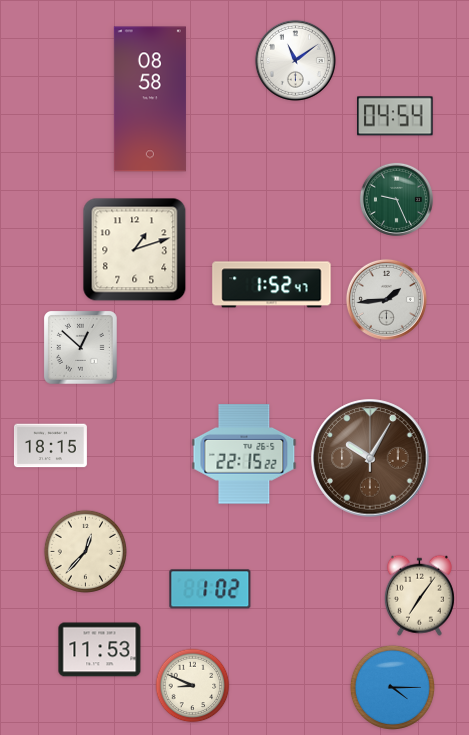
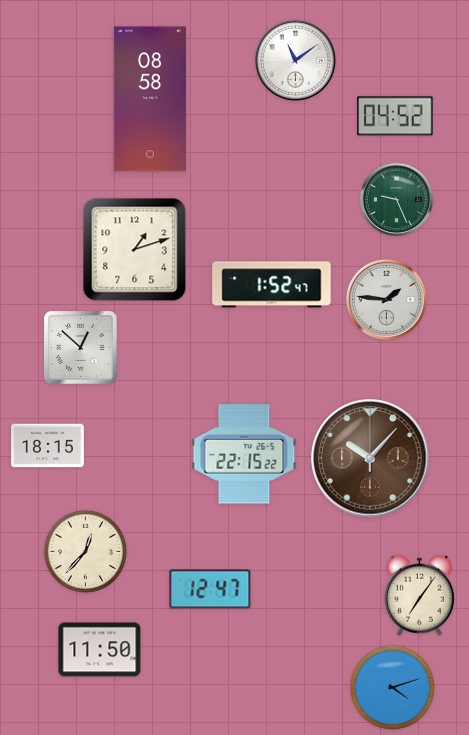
clock at (395, 116): 04:54 -> 04:52
clock at (386, 299): 1:44 -> 1:46
clock at (50, 446) position: (50, 446) -> (47, 446)
clock at (370, 458): 10:05 -> 10:07
clock at (210, 589): 1:02 -> 12:47
clock at (100, 650): 11:53 -> 11:50
clock at (193, 686): 8:49 -> none
clock at (392, 687): 4:15 -> 4:12
